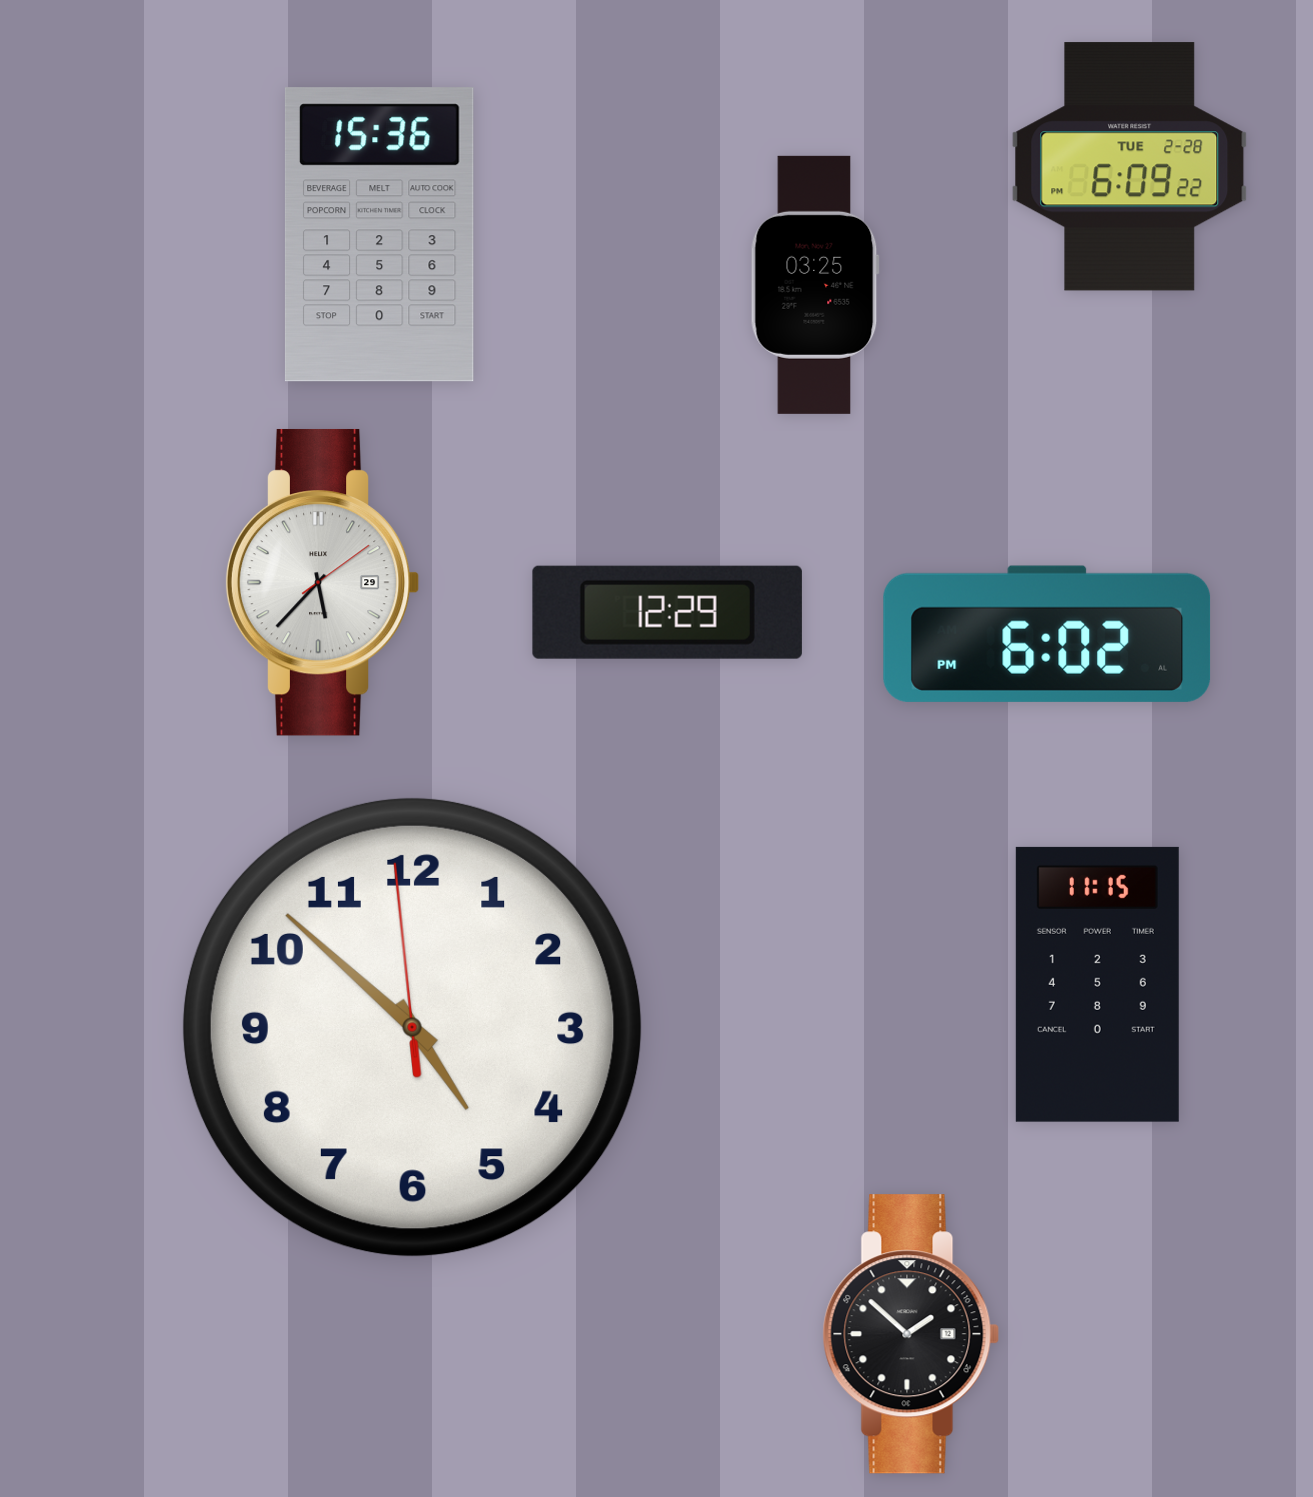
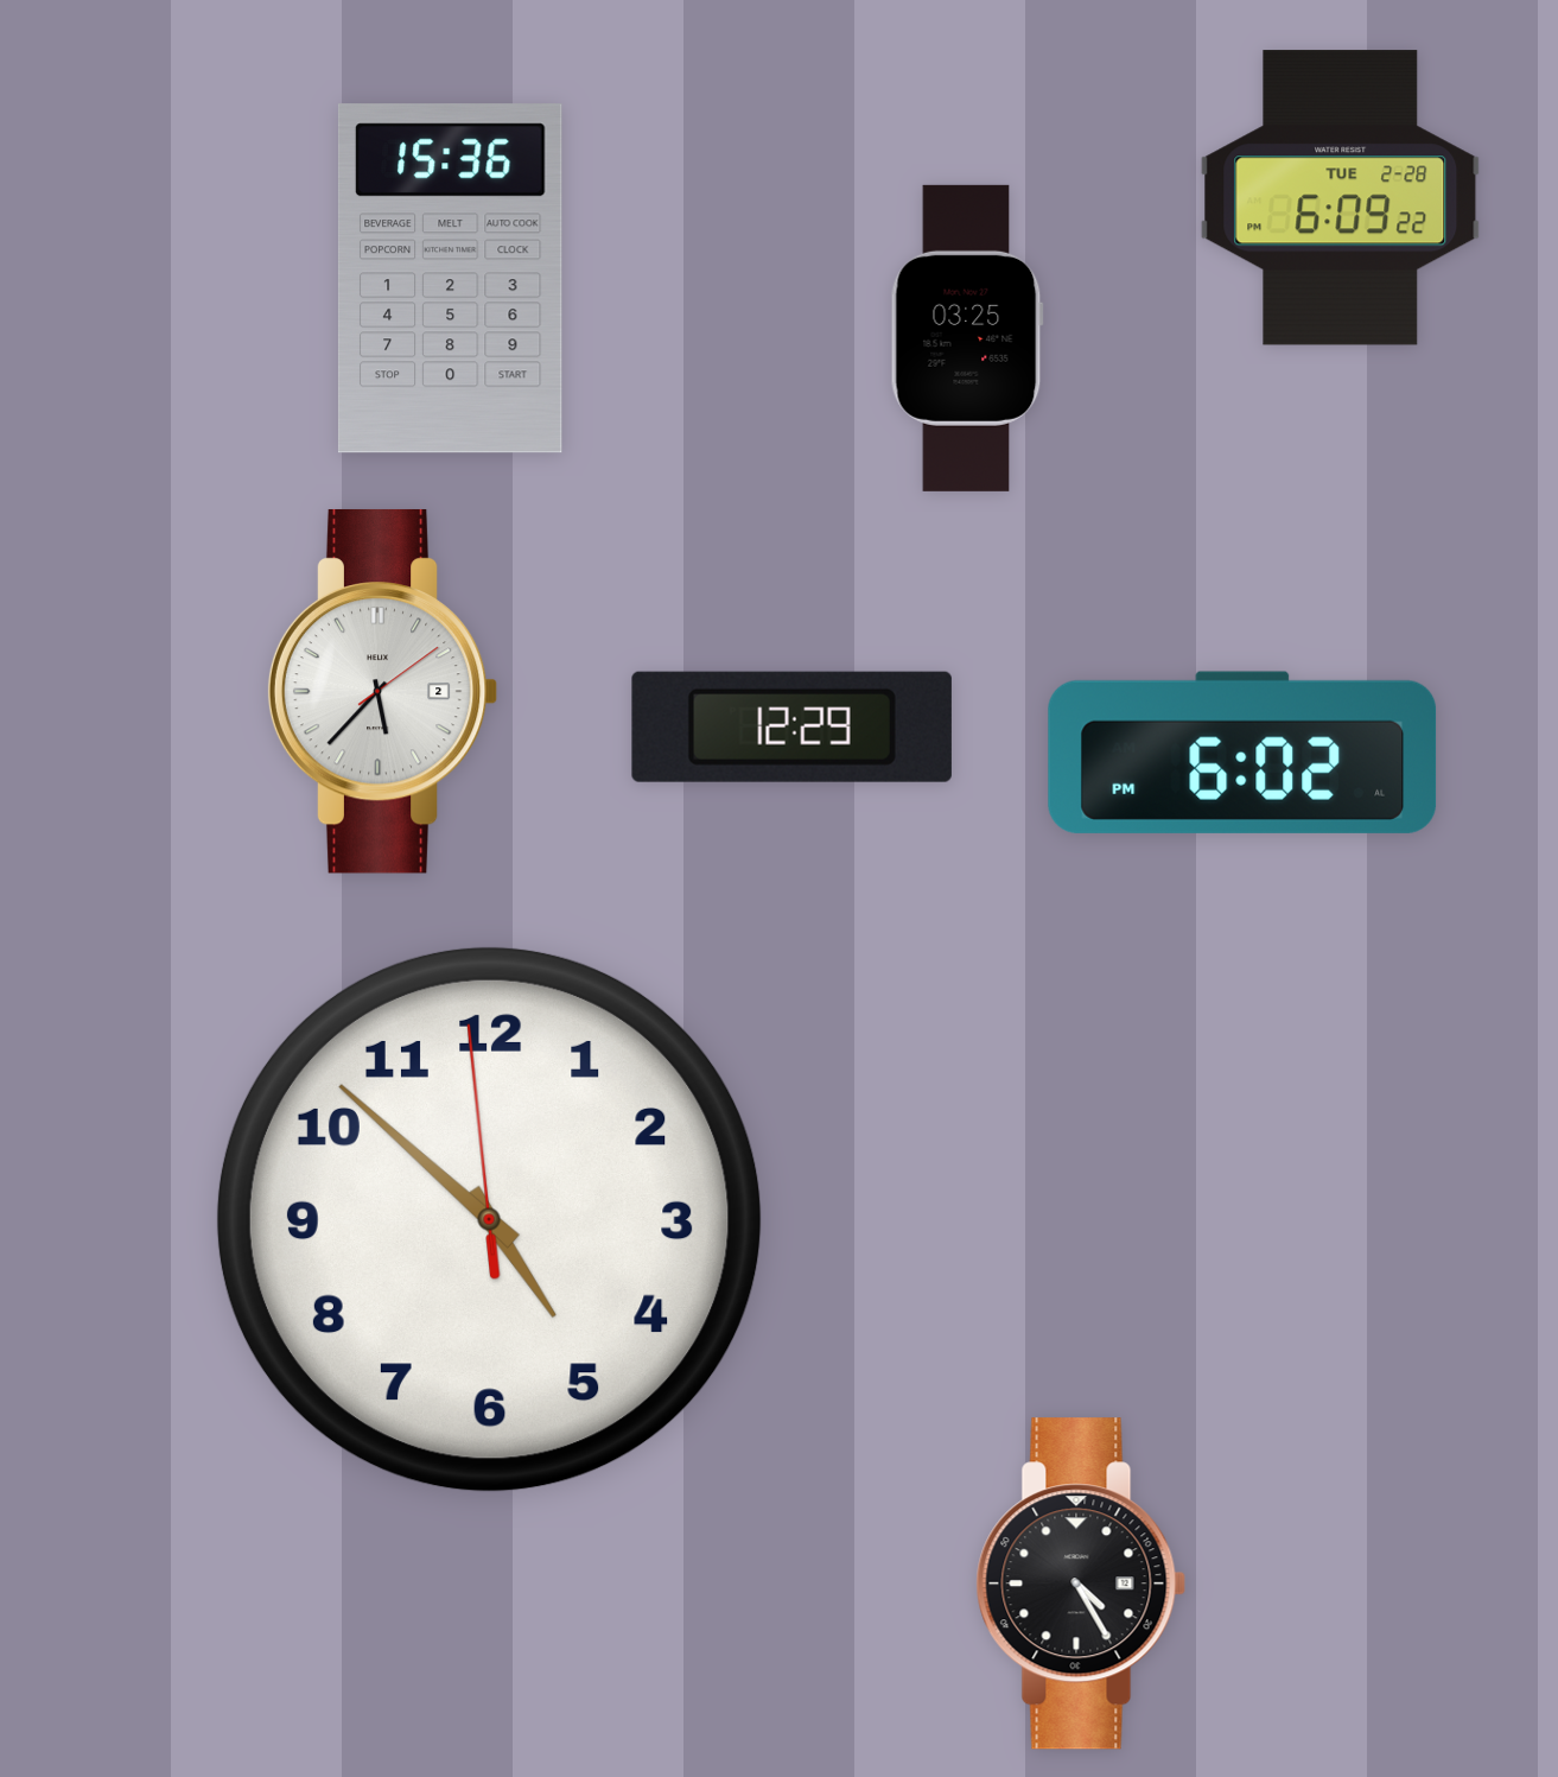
clock at (322, 582) date: 29 -> 2
clock at (1097, 984): 11:15 -> none
clock at (911, 1334): 1:52 -> 4:25
